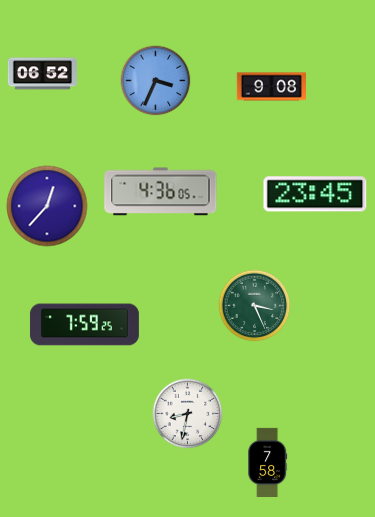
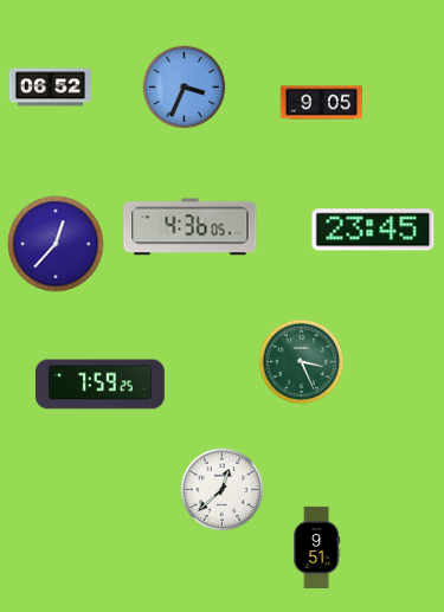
clock at (156, 81) position: (156, 81) -> (185, 88)
clock at (271, 87): 9:08 -> 9:05
clock at (188, 414): 8:32 -> 12:38
clock at (268, 462): 7:58 -> 9:51
